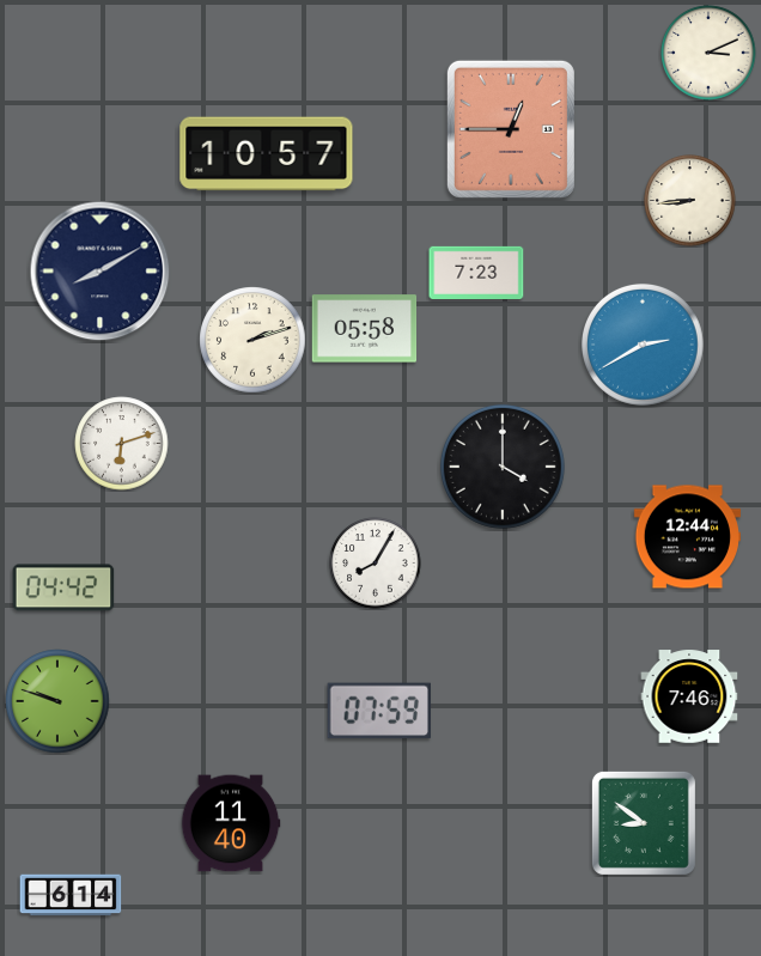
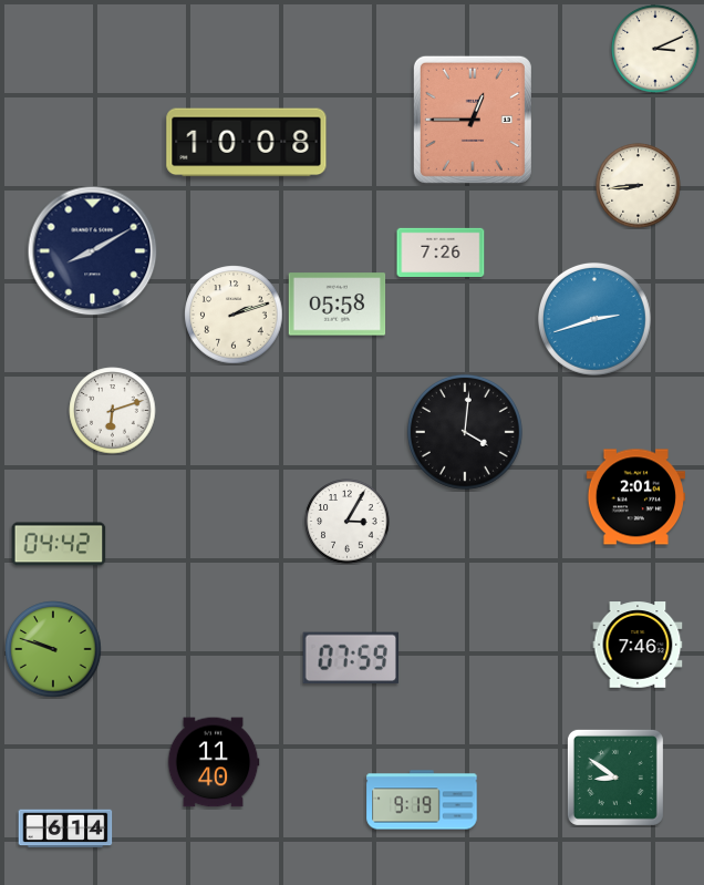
clock at (267, 154): 10:57 -> 10:08
clock at (476, 272): 7:23 -> 7:26
clock at (643, 345): 2:40 -> 2:42
clock at (503, 467): 4:00 -> 4:01
clock at (687, 537): 12:44 -> 2:01
clock at (376, 564): 8:05 -> 3:05
clock at (644, 823) position: (644, 823) -> (615, 778)
clock at (422, 800): none -> 9:19
